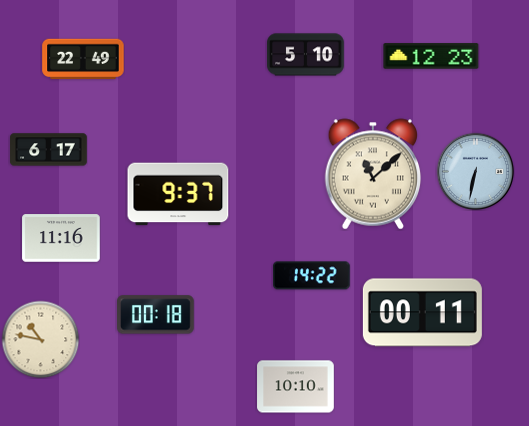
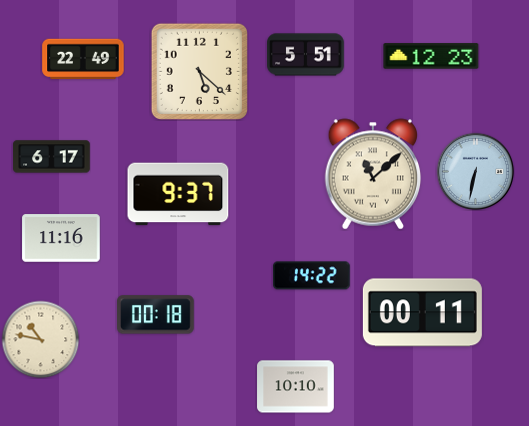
clock at (306, 55): 5:10 -> 5:51
clock at (199, 71): none -> 5:22
clock at (49, 150) position: (49, 150) -> (52, 157)
